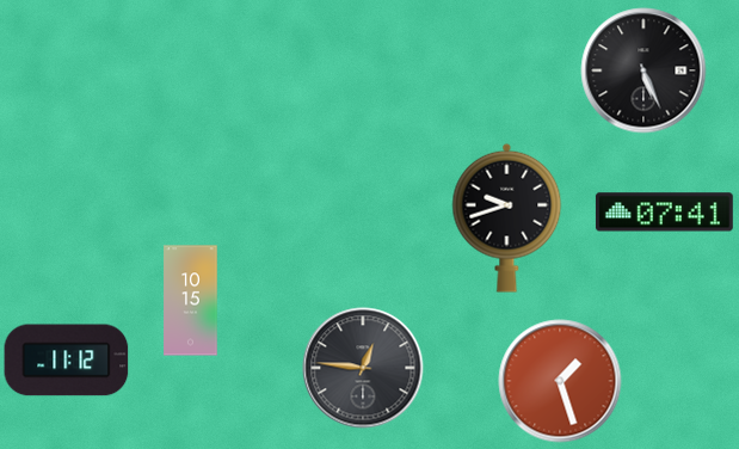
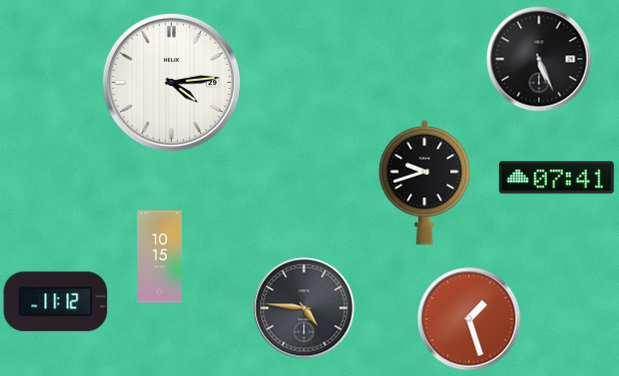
clock at (171, 82): none -> 4:14
clock at (191, 301) position: (191, 301) -> (160, 257)
clock at (363, 368): 12:46 -> 4:46
